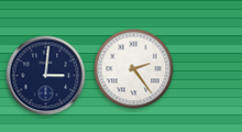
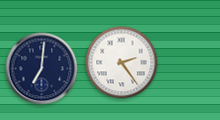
clock at (46, 76): 3:01 -> 7:01
